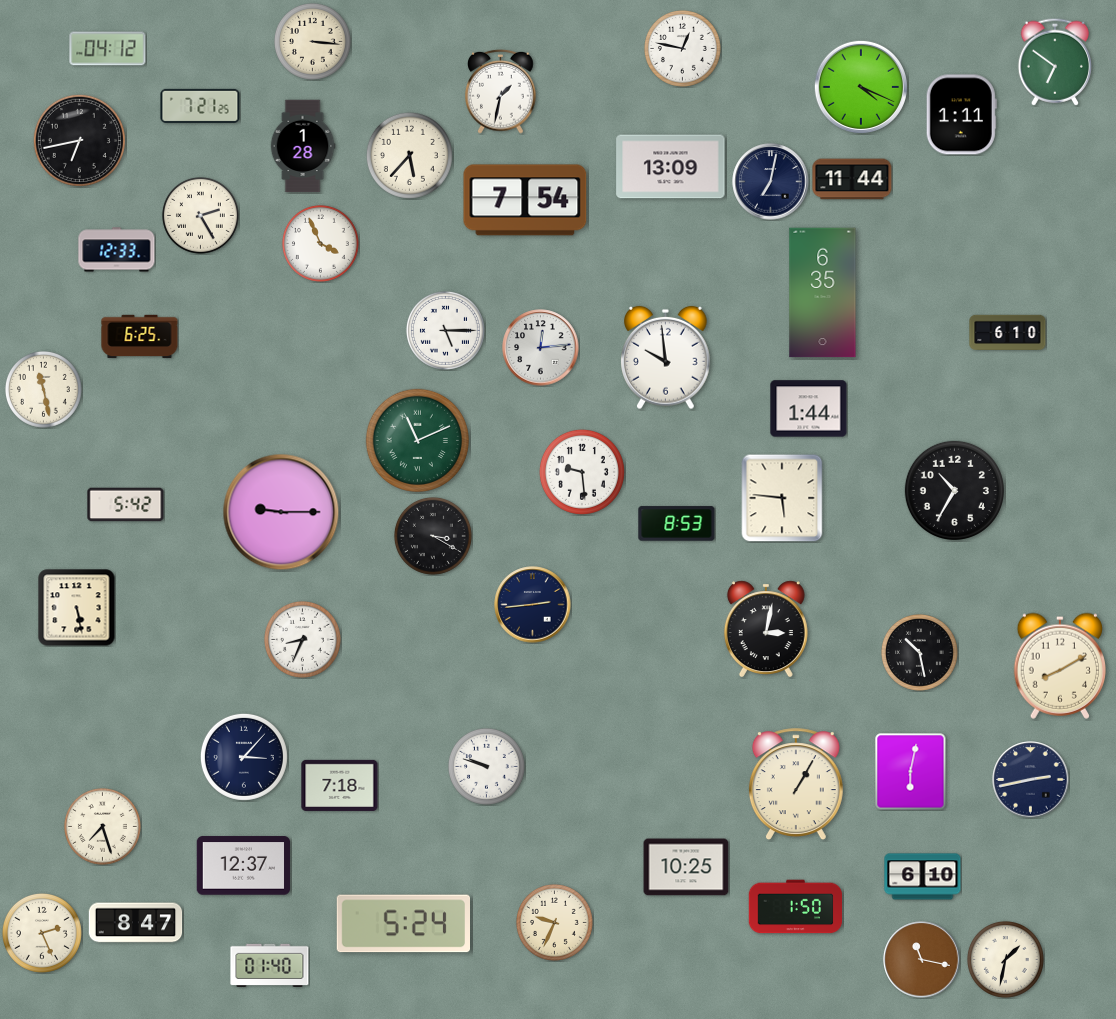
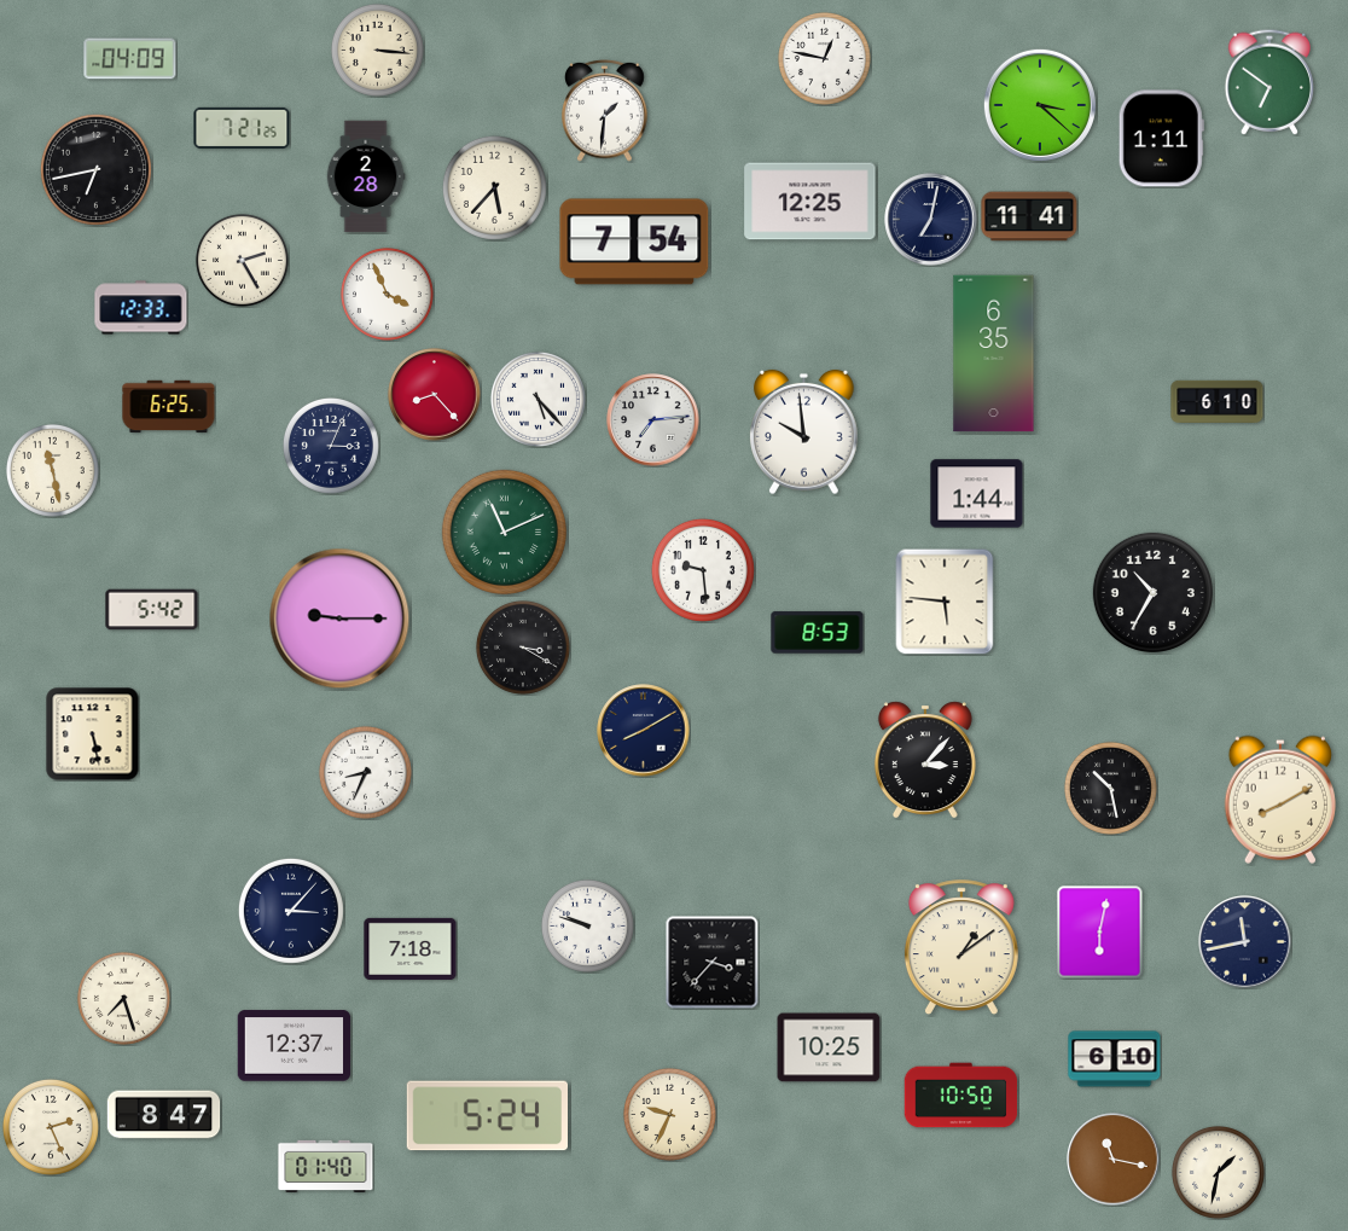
clock at (108, 49): 04:12 -> 04:09
clock at (1054, 62) position: (1054, 62) -> (1268, 82)
clock at (861, 87): 4:19 -> 3:22
clock at (501, 91): 1:32 -> 1:31
clock at (303, 146): 1:28 -> 2:28
clock at (671, 167): 13:09 -> 12:25
clock at (852, 179): 11:44 -> 11:41
clock at (117, 250) position: (117, 250) -> (141, 308)
clock at (435, 395): none -> 8:23
clock at (445, 330): 5:15 -> 5:23
clock at (541, 348): 12:14 -> 7:14
clock at (331, 446): none -> 3:04
clock at (533, 605): 2:44 -> 8:10
clock at (766, 628): 3:02 -> 3:07
clock at (1060, 666) position: (1060, 666) -> (1280, 800)
clock at (244, 757) position: (244, 757) -> (291, 911)
clock at (1031, 780): 2:43 -> 11:43
clock at (796, 784): 1:05 -> 1:09
clock at (713, 963): none -> 3:37
clock at (796, 907): 1:50 -> 10:50
clock at (1005, 959) position: (1005, 959) -> (1218, 1172)
